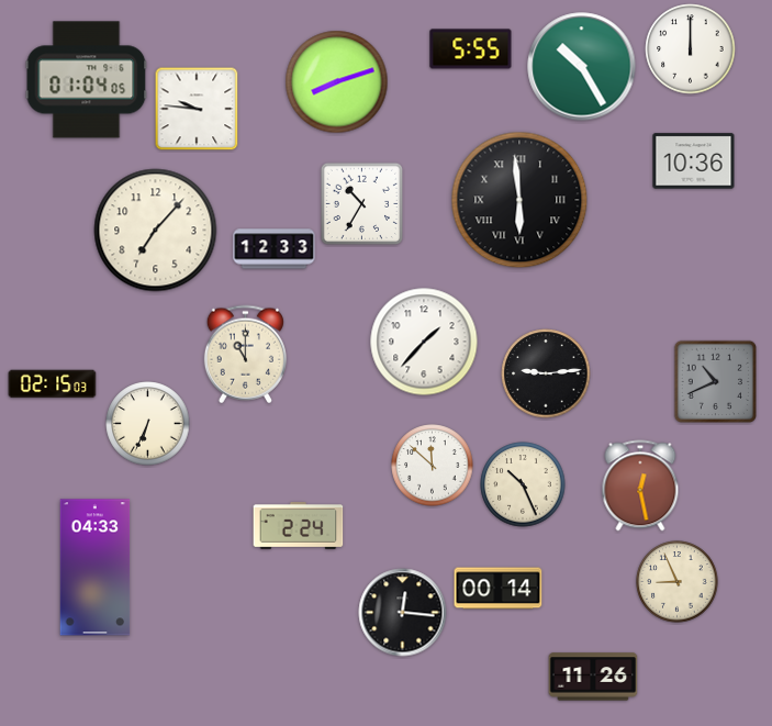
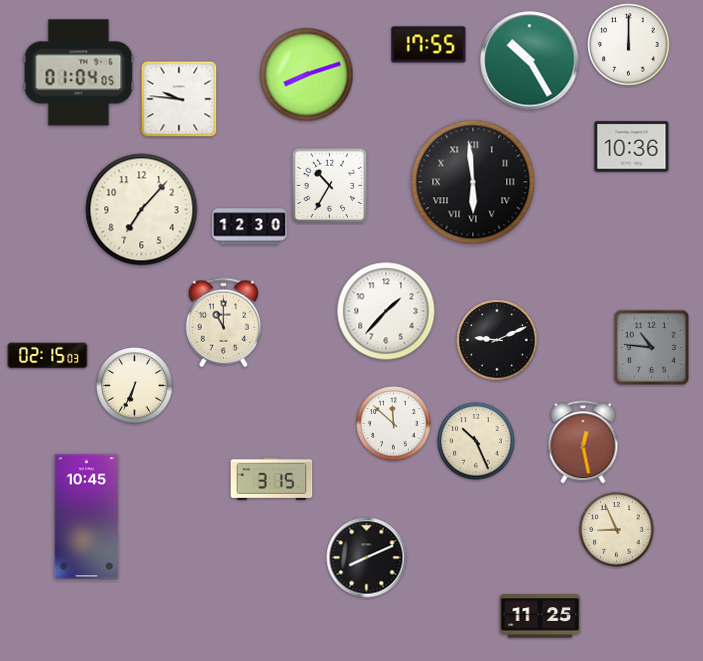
clock at (471, 49): 5:55 -> 17:55
clock at (275, 249): 12:33 -> 12:30
clock at (546, 373): 9:14 -> 9:11
clock at (716, 382): 10:41 -> 10:46
clock at (53, 384) position: (53, 384) -> (48, 356)
clock at (299, 526): 2:24 -> 3:15
clock at (96, 568): 04:33 -> 10:45
clock at (499, 589): 00:14 -> none
clock at (403, 613): 12:16 -> 8:11
clock at (593, 677): 11:26 -> 11:25
